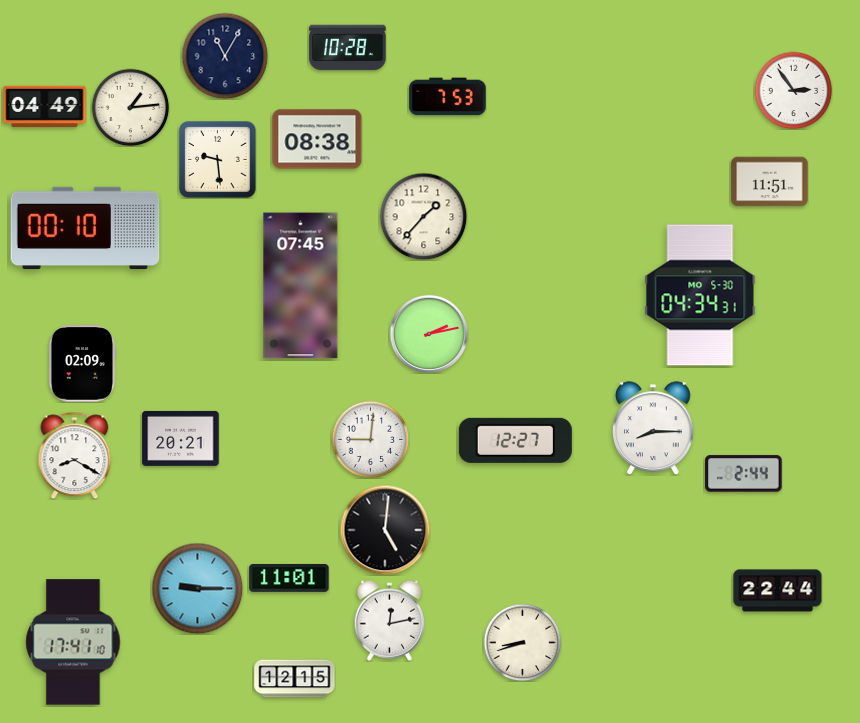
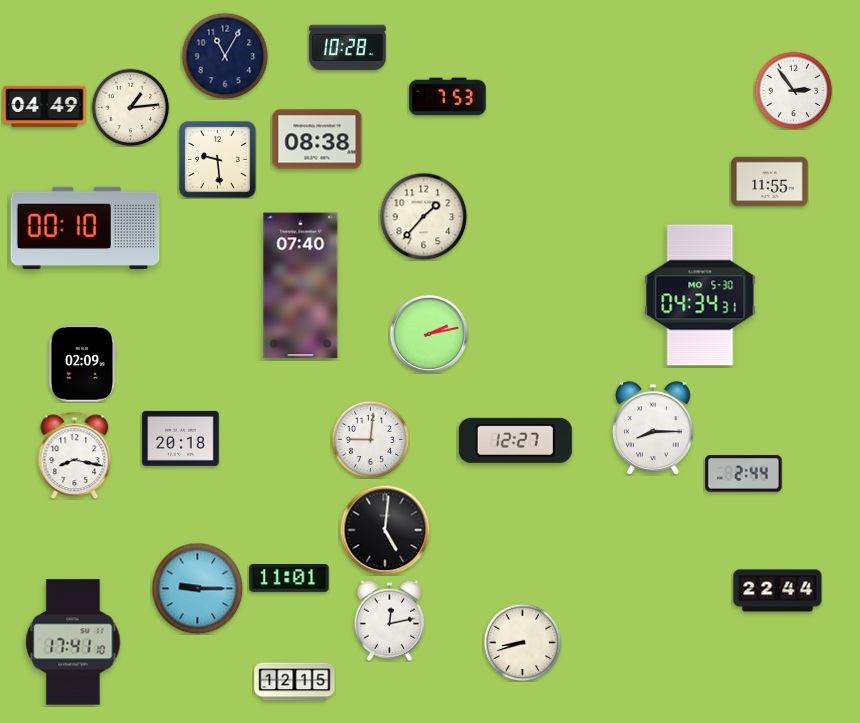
clock at (770, 182): 11:51 -> 11:55
clock at (301, 286): 07:45 -> 07:40
clock at (181, 438): 20:21 -> 20:18
clock at (75, 455): 8:20 -> 8:17
clock at (295, 679) position: (295, 679) -> (295, 682)
